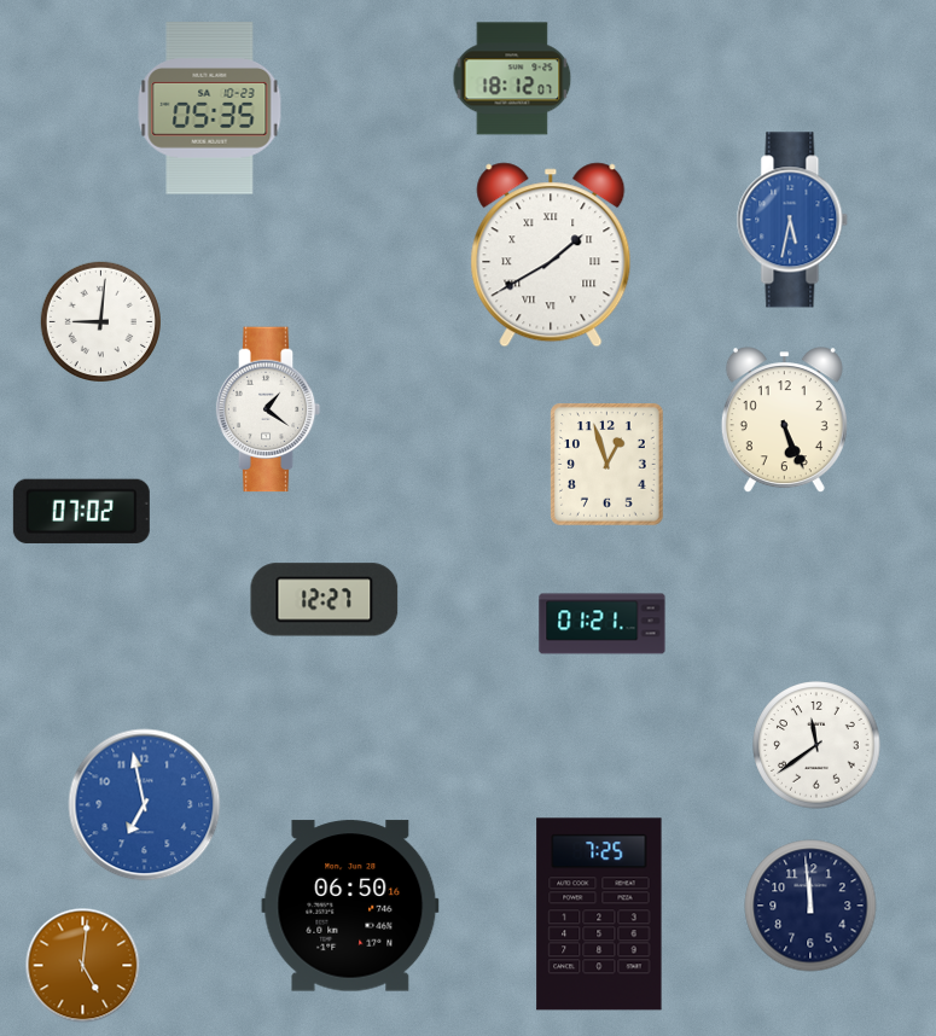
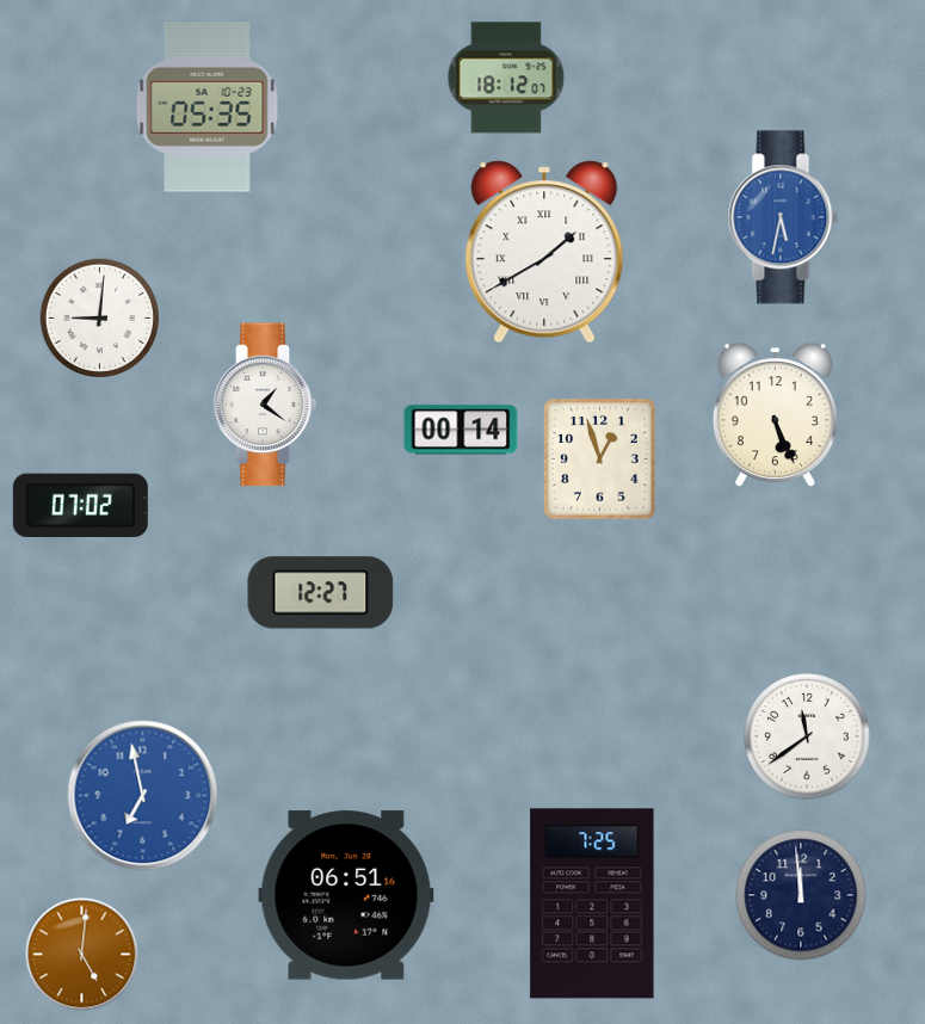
clock at (461, 430): none -> 00:14
clock at (603, 624): 01:21 -> none
clock at (350, 906): 06:50 -> 06:51
